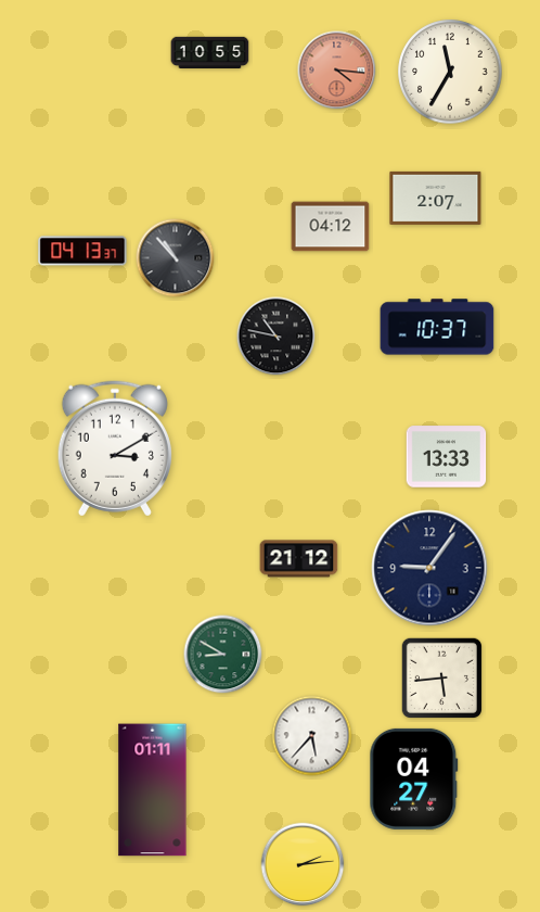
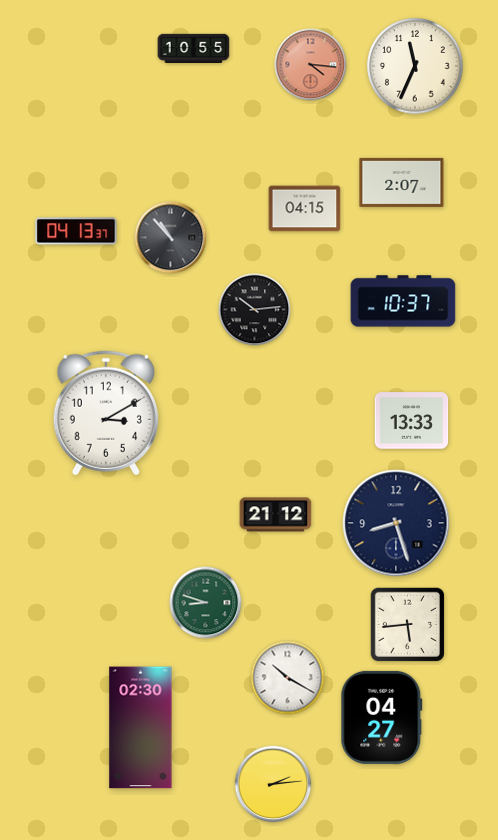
clock at (450, 72): 11:35 -> 11:34
clock at (331, 227): 04:12 -> 04:15
clock at (176, 258) position: (176, 258) -> (171, 238)
clock at (277, 337): 10:47 -> 10:14
clock at (429, 568): 9:06 -> 8:27
clock at (223, 655): 8:50 -> 8:48
clock at (312, 736): 5:37 -> 10:20
clock at (153, 790): 01:11 -> 02:30
clock at (303, 864) position: (303, 864) -> (273, 784)
